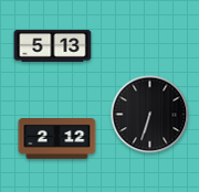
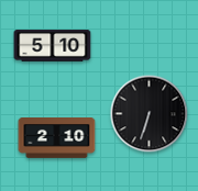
clock at (53, 46): 5:13 -> 5:10
clock at (57, 139): 2:12 -> 2:10
